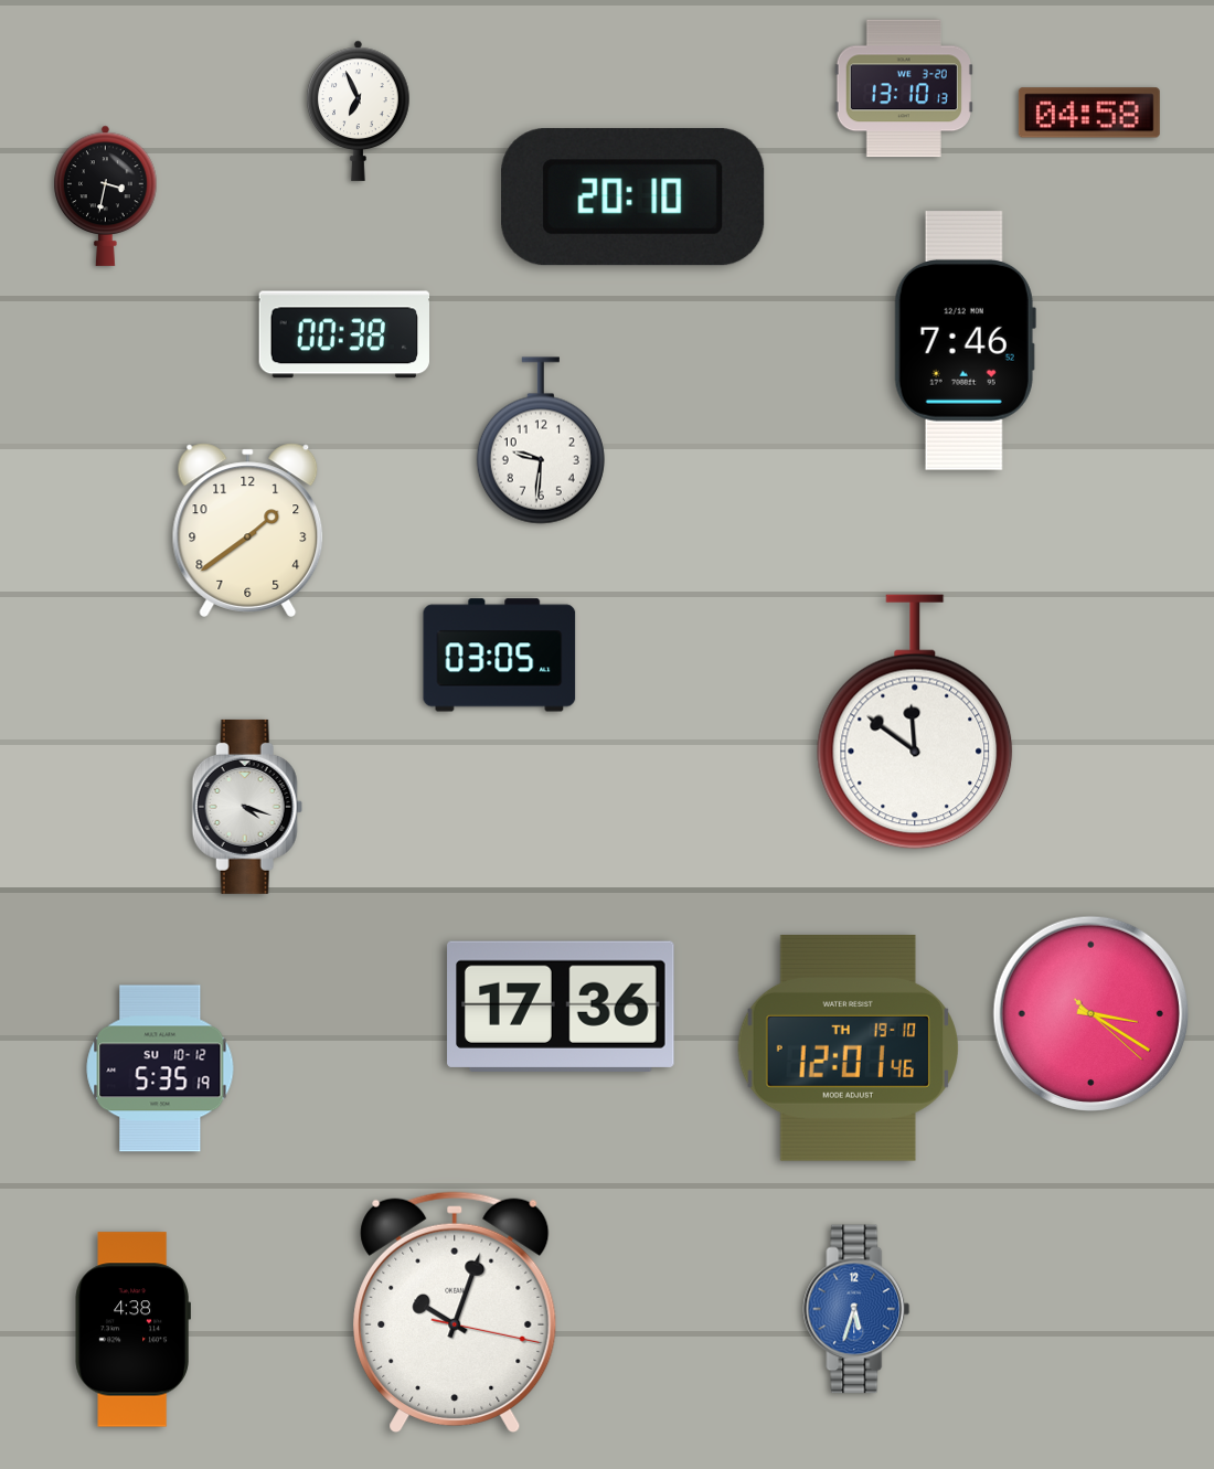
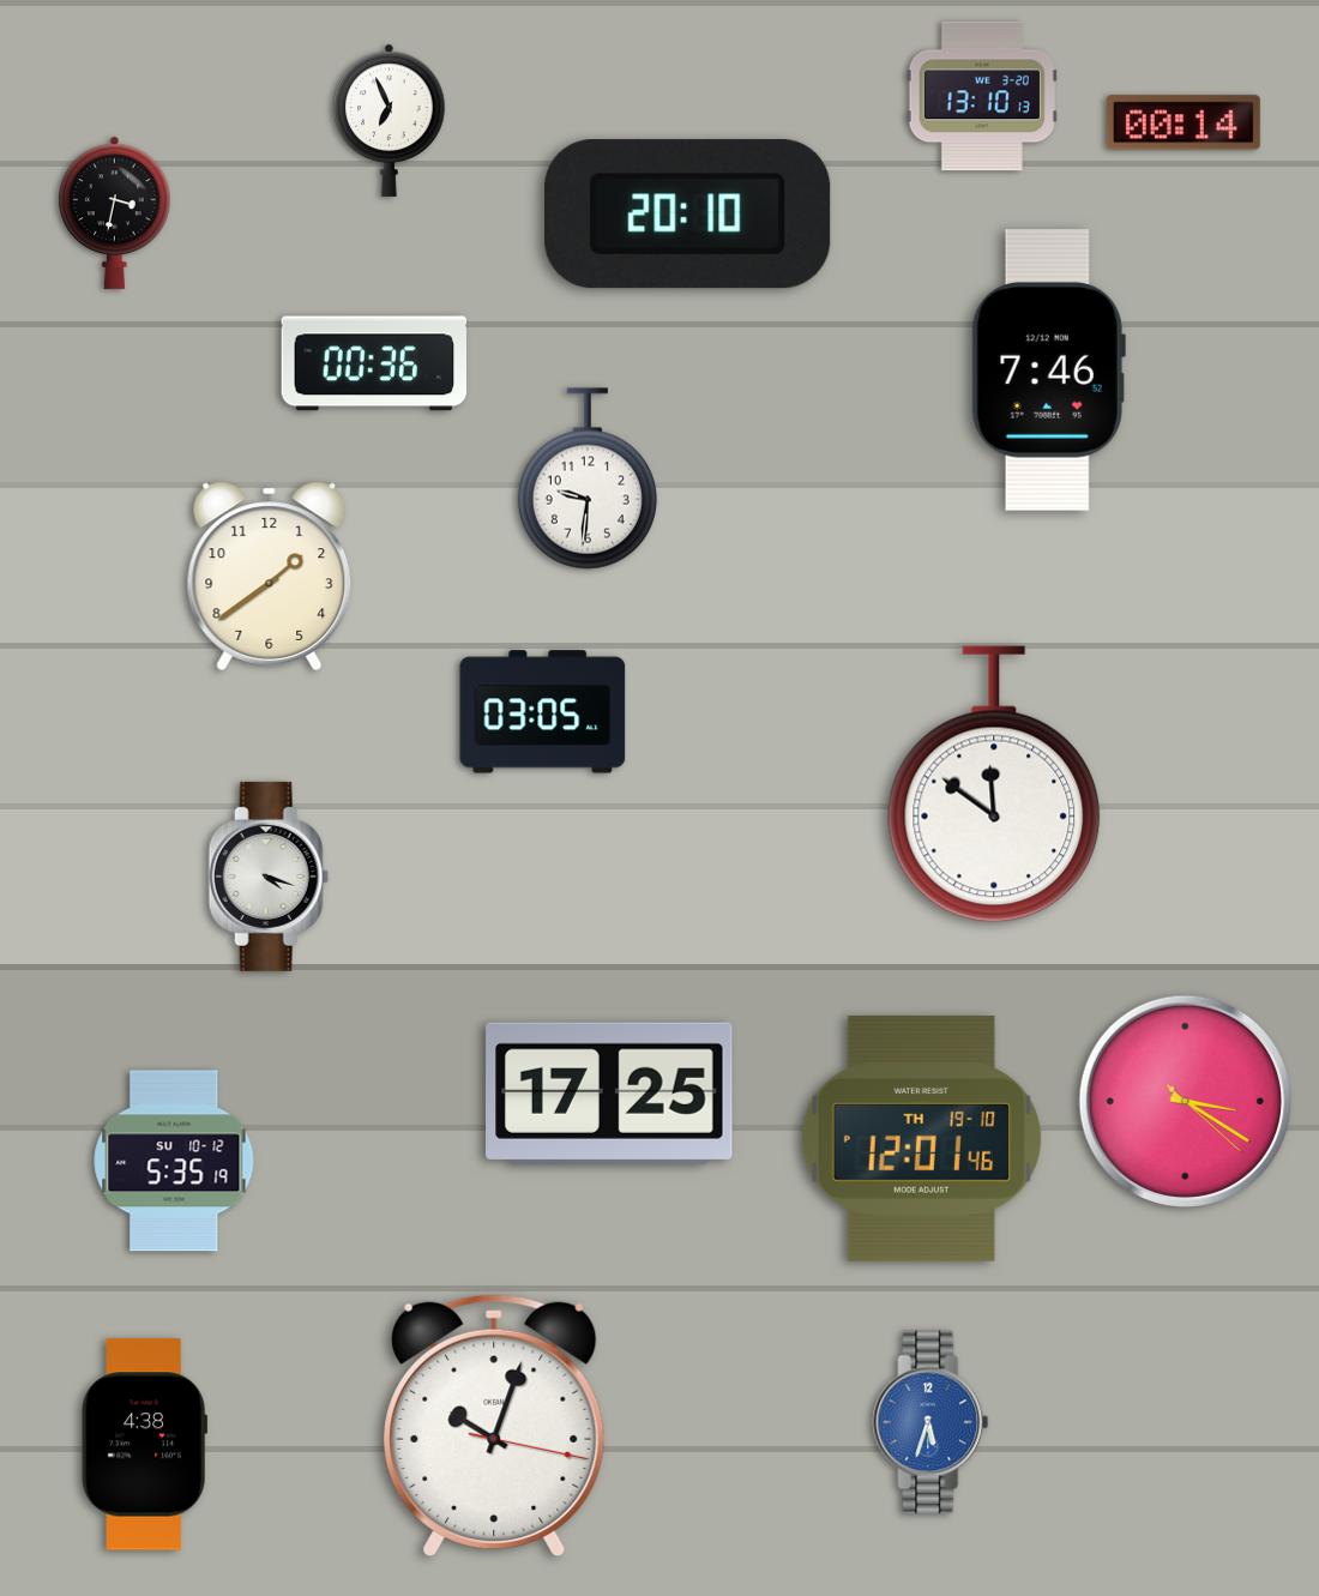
clock at (1089, 113): 04:58 -> 00:14
clock at (343, 334): 00:38 -> 00:36
clock at (561, 1007): 17:36 -> 17:25
